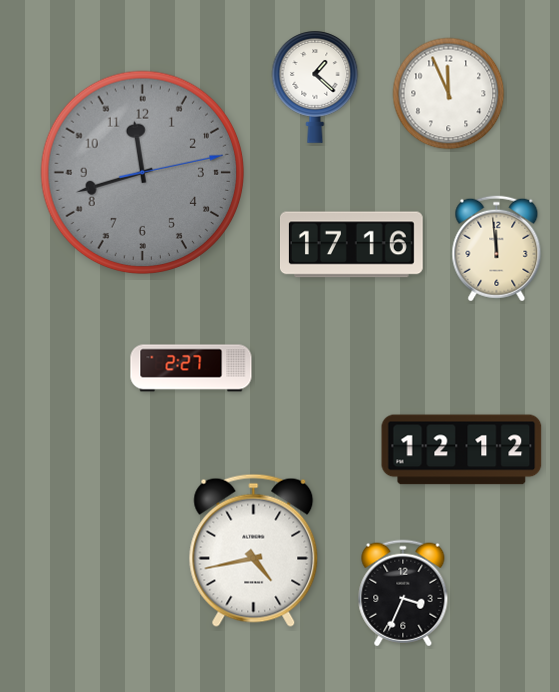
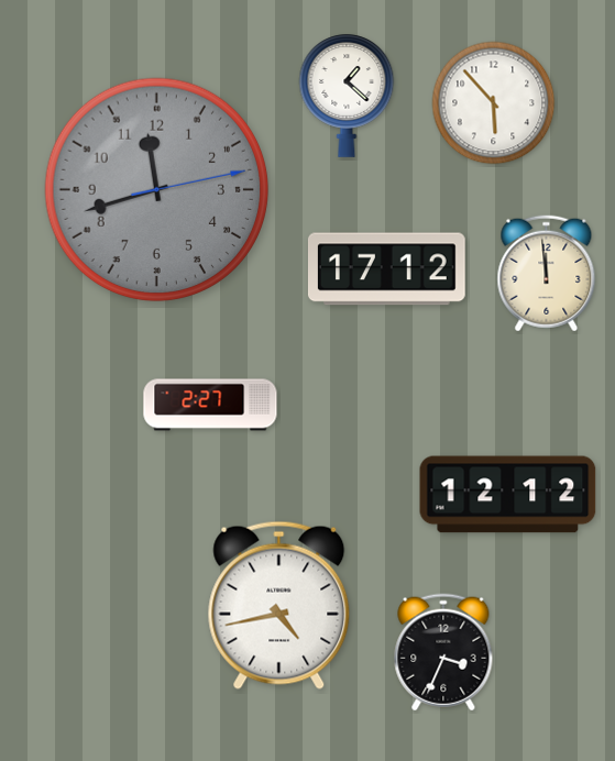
clock at (449, 94): 11:56 -> 5:53
clock at (351, 245): 17:16 -> 17:12
